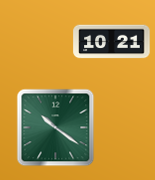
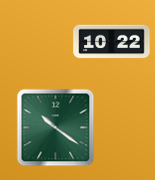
clock at (112, 42): 10:21 -> 10:22
